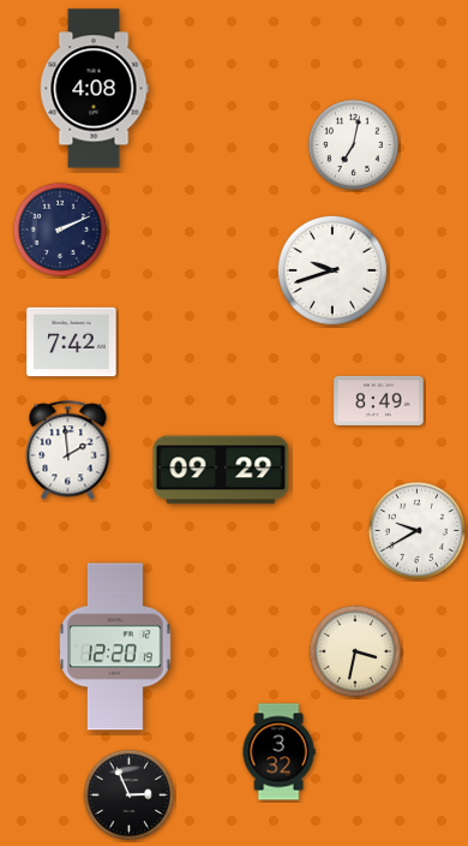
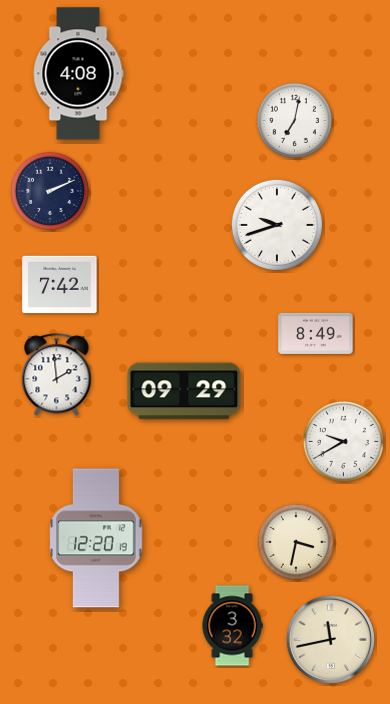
clock at (416, 530) position: (416, 530) -> (343, 441)
clock at (330, 639): none -> 11:43
clock at (128, 794): 2:56 -> none
